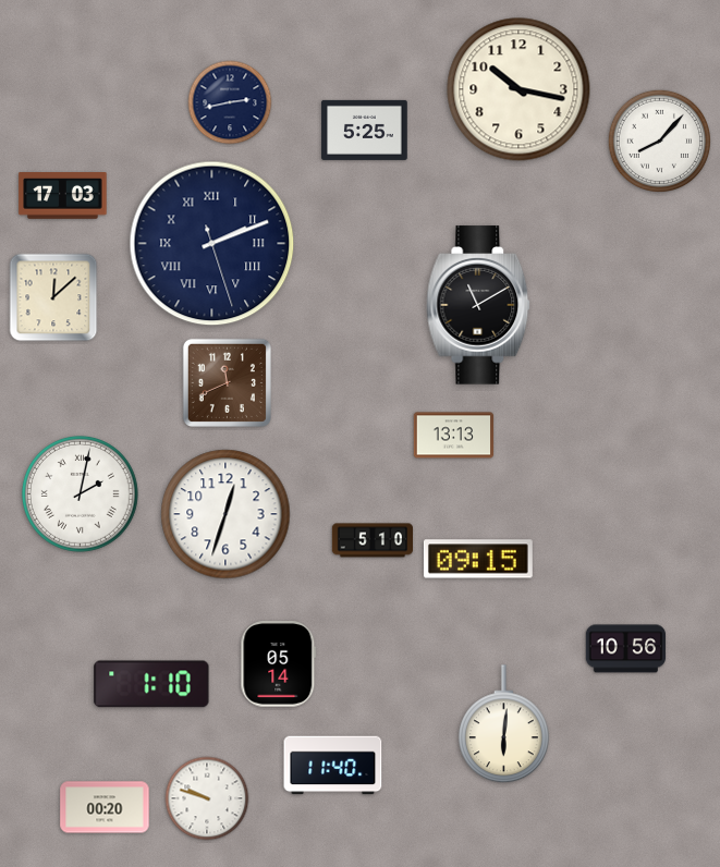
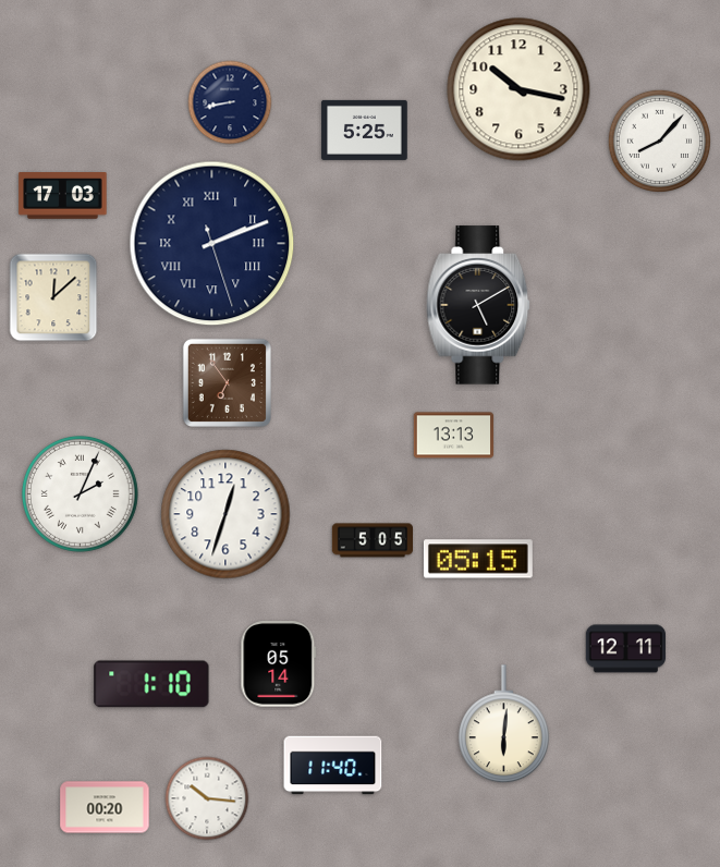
clock at (230, 102): 2:43 -> 8:43
clock at (478, 305): 11:10 -> 5:10
clock at (227, 382): 11:41 -> 6:54
clock at (80, 493): 2:02 -> 2:04
clock at (371, 540): 5:10 -> 5:05
clock at (478, 559): 09:15 -> 05:15
clock at (626, 649): 10:56 -> 12:11
clock at (207, 798): 9:48 -> 10:16
